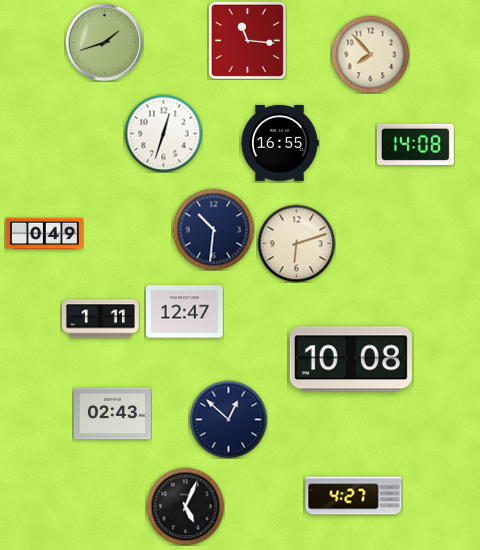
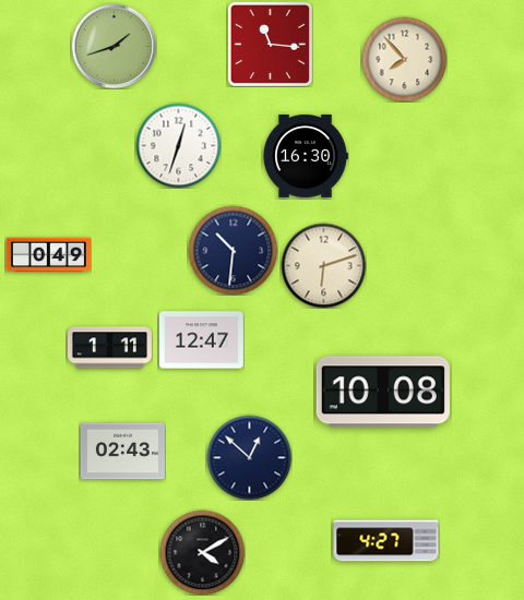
clock at (280, 143): 16:55 -> 16:30
clock at (415, 144): 14:08 -> none
clock at (185, 506): 5:04 -> 4:10
